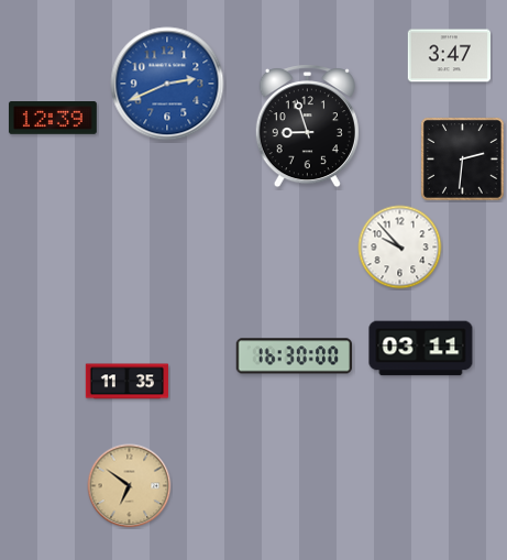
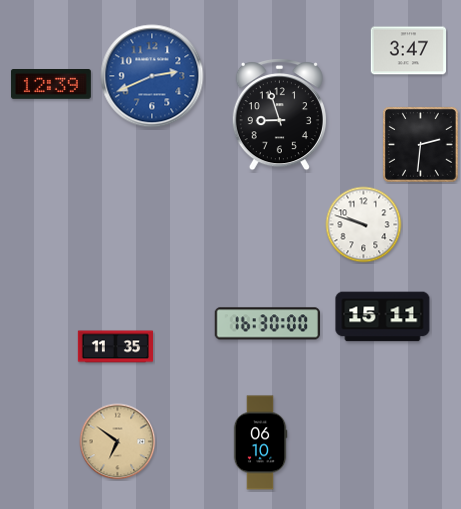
clock at (53, 119) position: (53, 119) -> (51, 85)
clock at (400, 248): 9:53 -> 9:48
clock at (421, 349): 03:11 -> 15:11
clock at (260, 443): none -> 06:10
